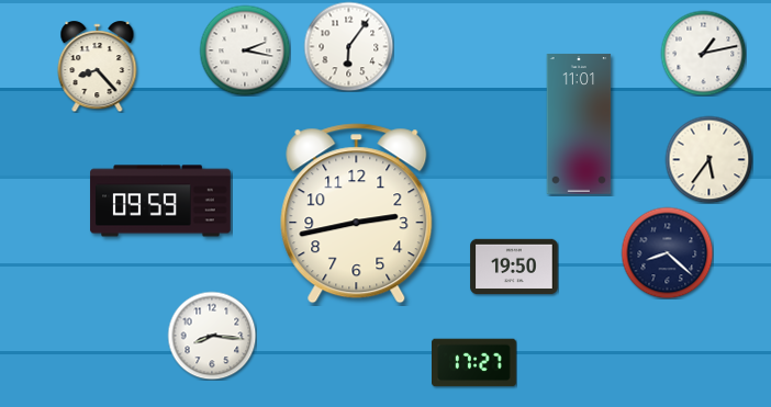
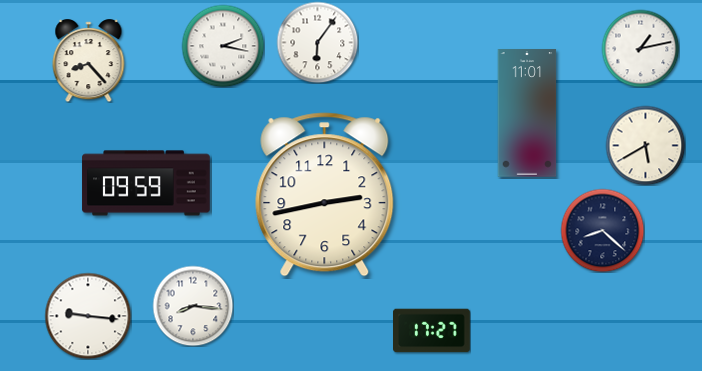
clock at (708, 159): 5:36 -> 5:40
clock at (667, 252) position: (667, 252) -> (602, 230)
clock at (514, 267): 19:50 -> none
clock at (88, 316): none -> 9:16
